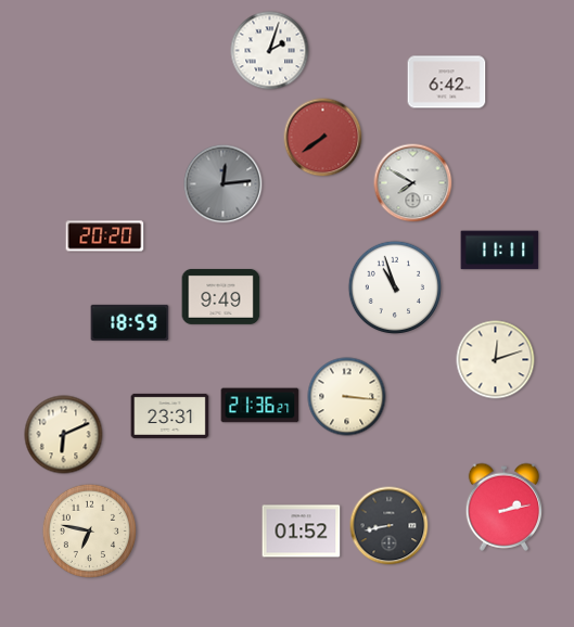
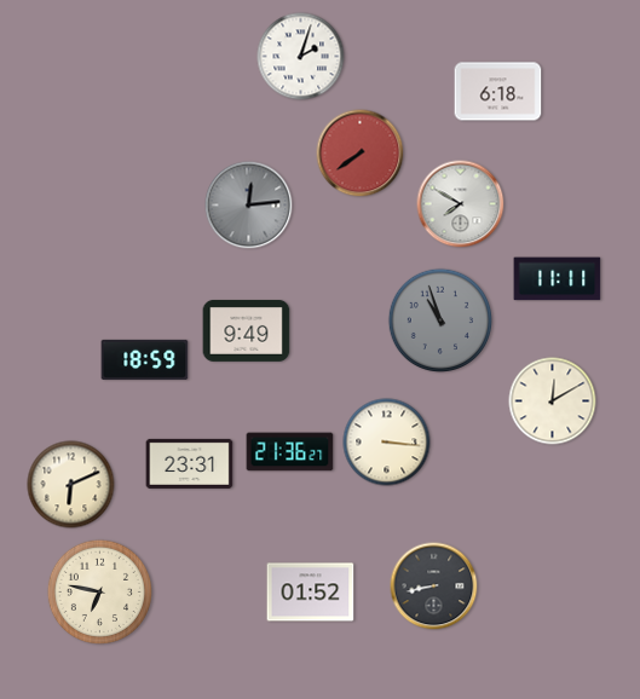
clock at (447, 82): 6:42 -> 6:18
clock at (105, 236): 20:20 -> none
clock at (395, 287) dial: white -> grey
clock at (496, 360): 12:12 -> 12:10
clock at (505, 507): 2:13 -> none
clock at (302, 532) position: (302, 532) -> (311, 593)
